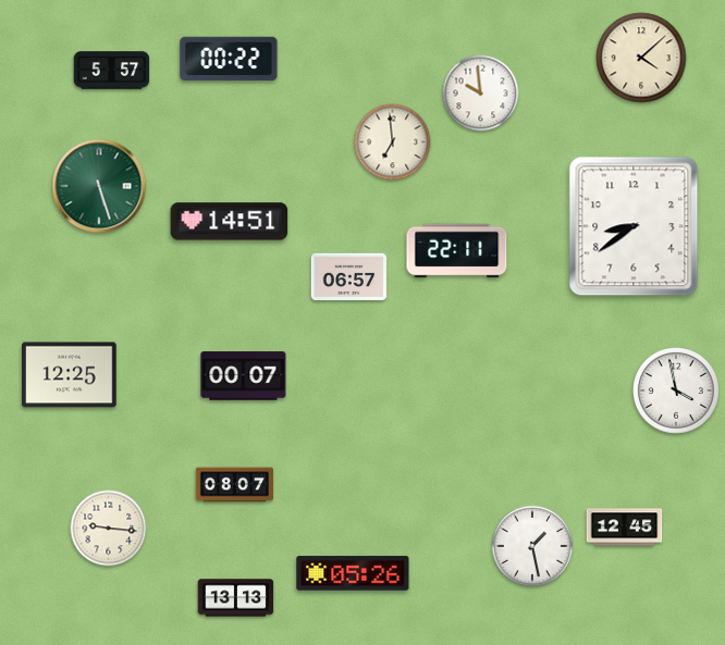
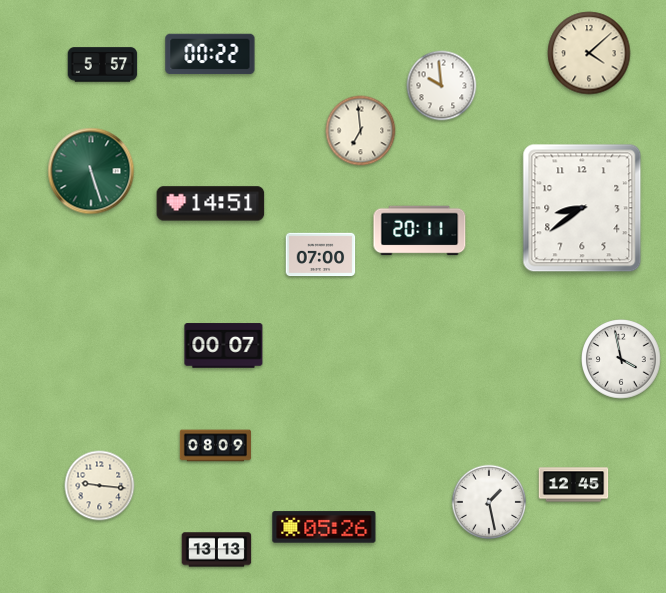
clock at (457, 251): 22:11 -> 20:11
clock at (349, 277): 06:57 -> 07:00
clock at (70, 375): 12:25 -> none
clock at (234, 485): 08:07 -> 08:09
